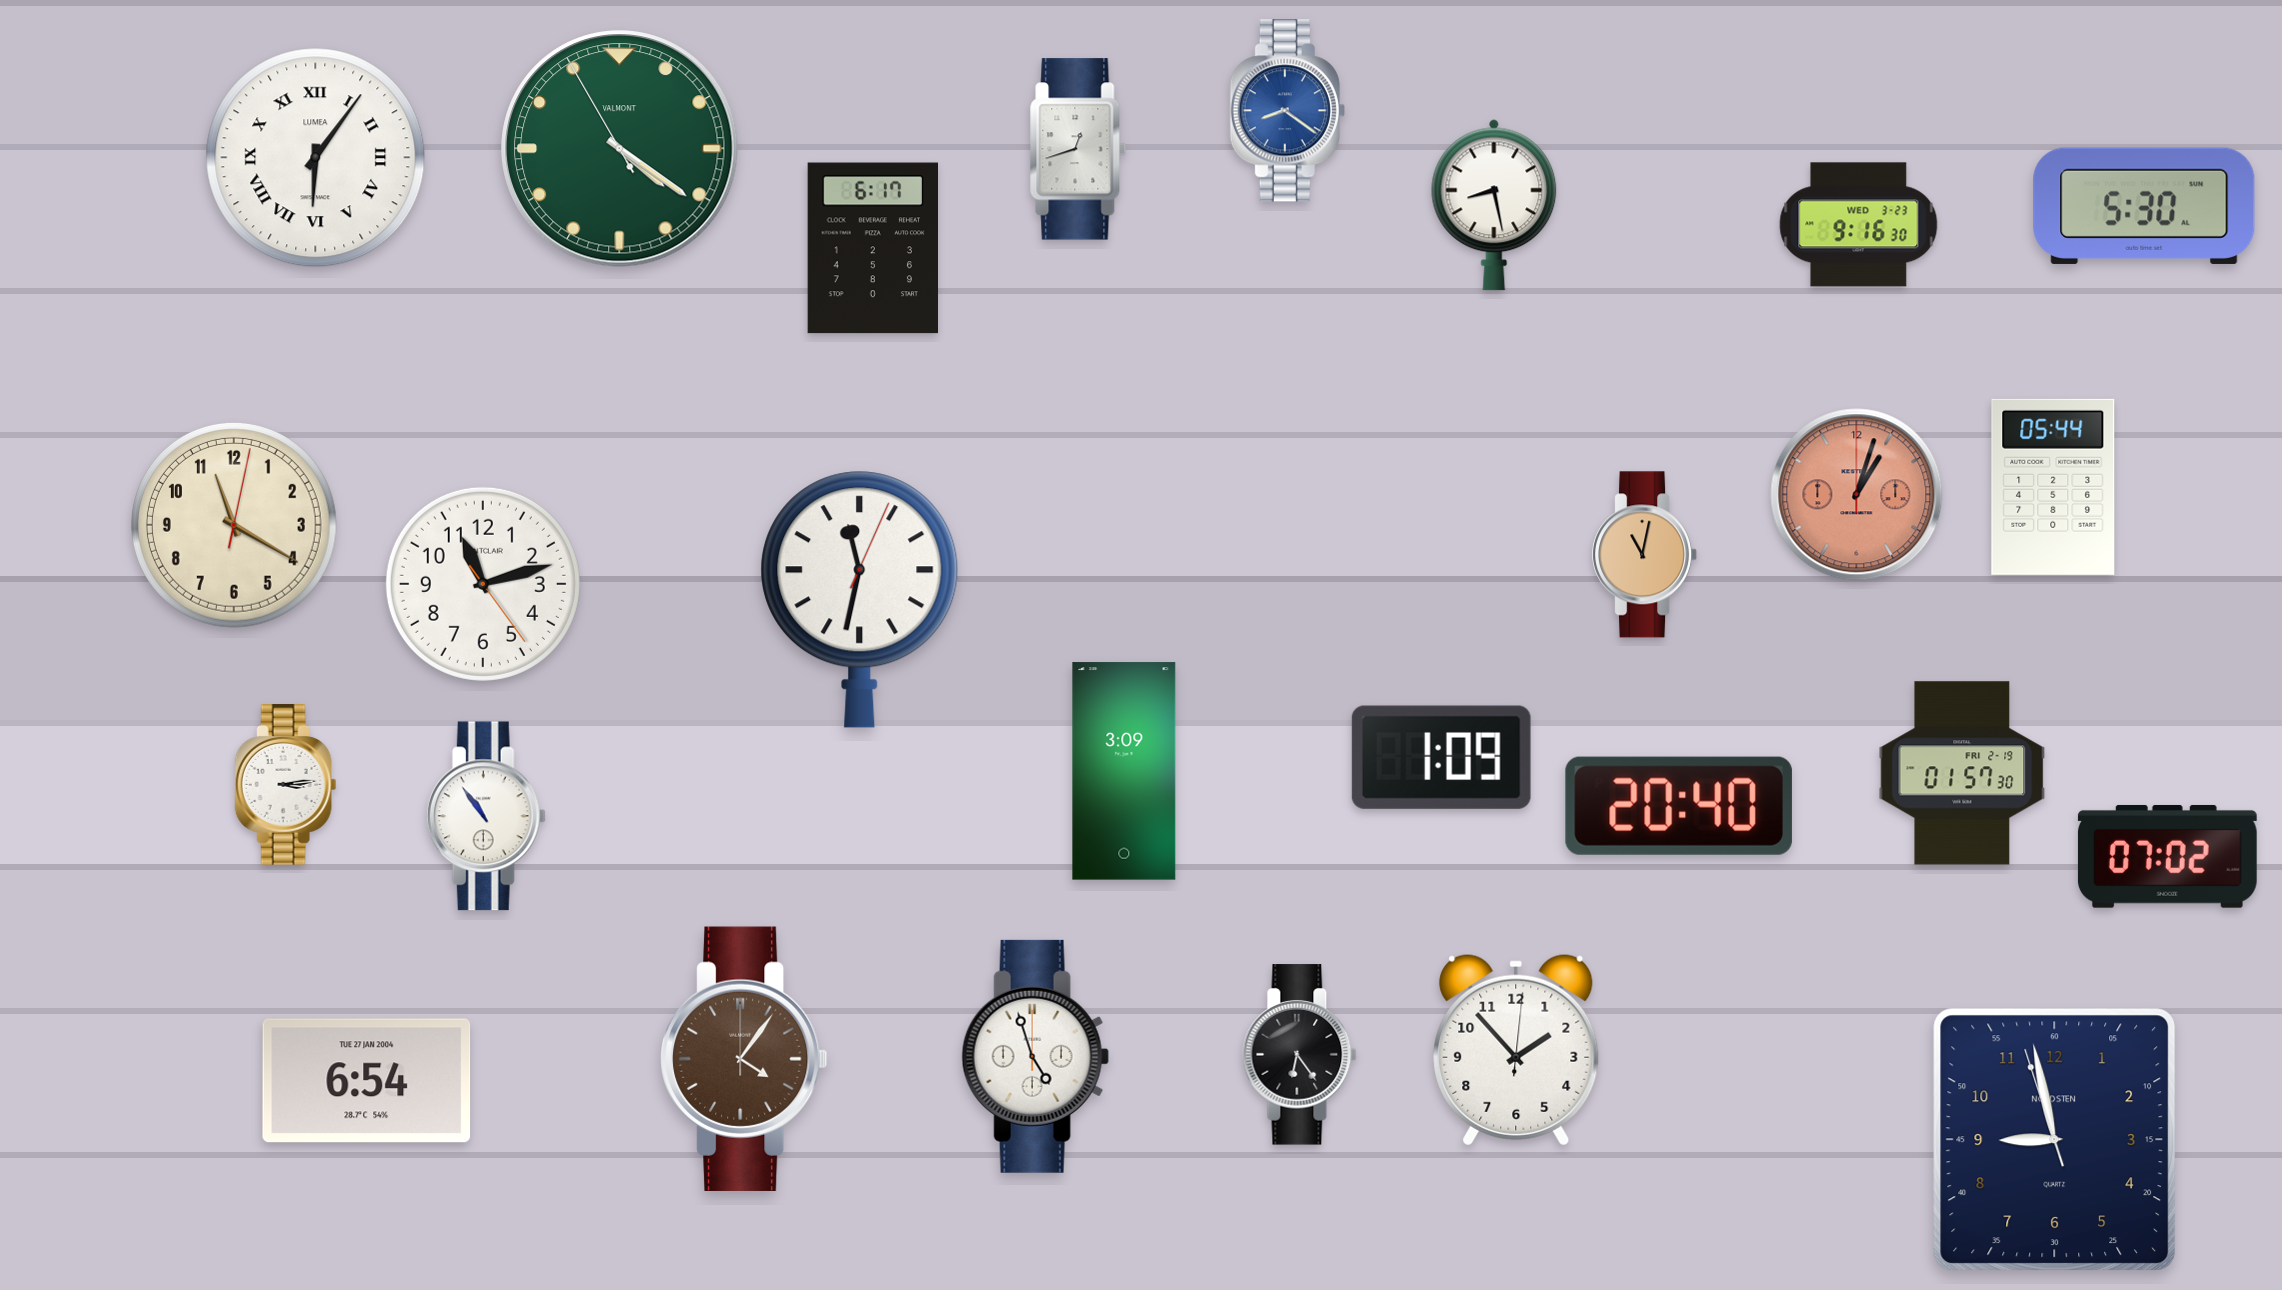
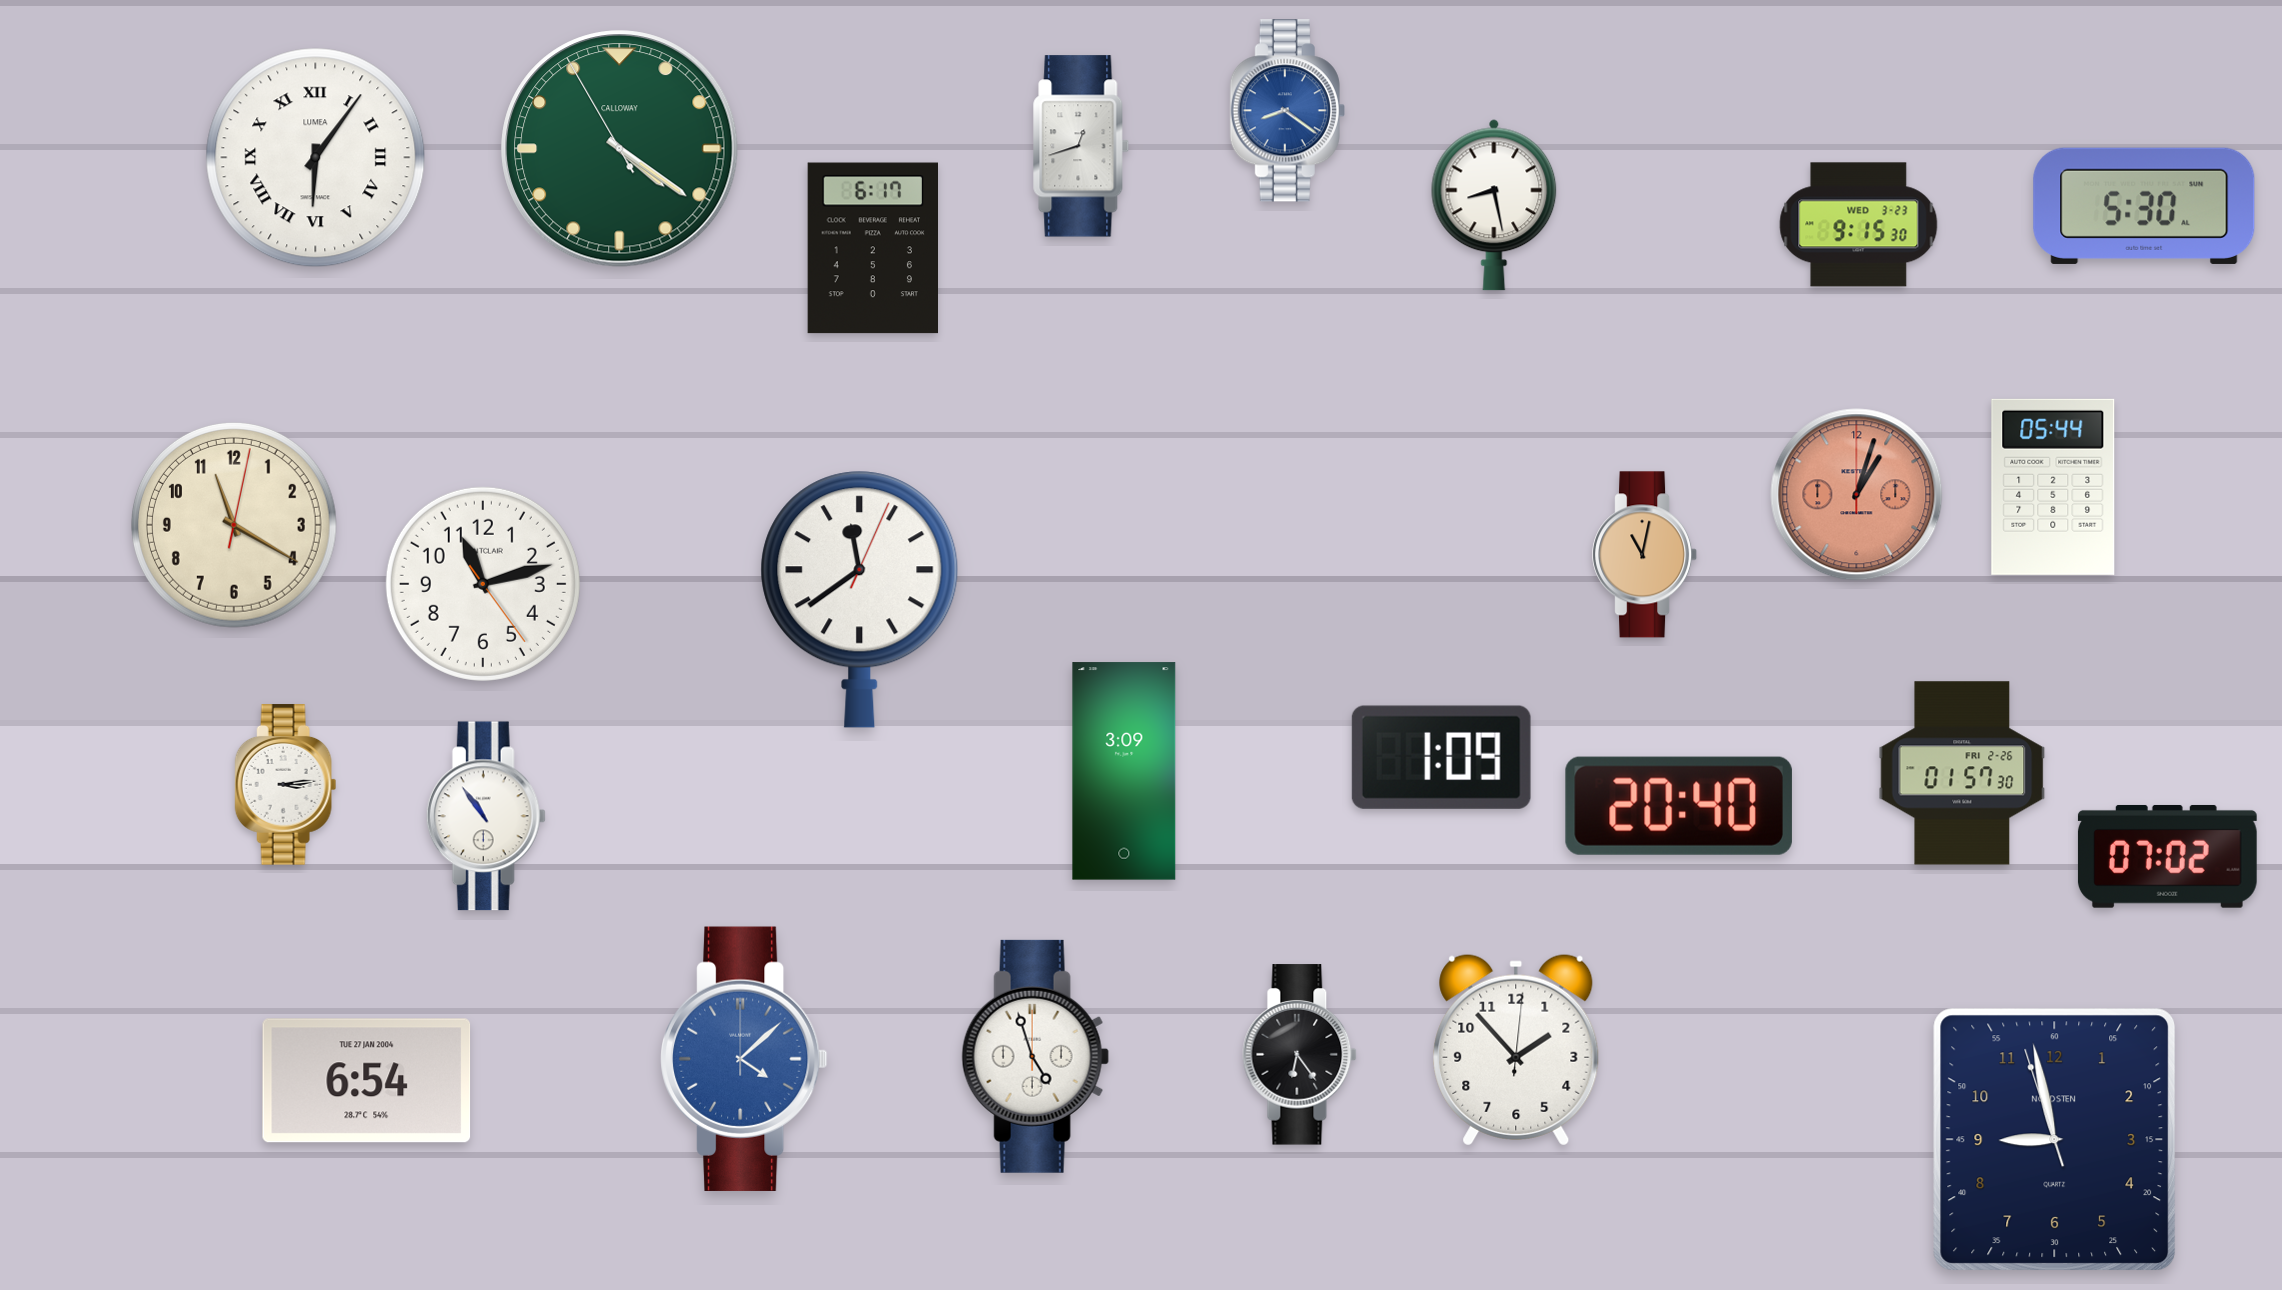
clock at (620, 149) brand: VALMONT -> CALLOWAY
clock at (1078, 149) position: (1078, 149) -> (1081, 146)
clock at (1859, 225): 9:16 -> 9:15
clock at (860, 599): 11:32 -> 11:39
clock at (1962, 773) date: FRI 2-19 -> FRI 2-26
clock at (745, 1059): 4:06 -> 4:08
clock at (745, 1059) dial: brown -> blue
